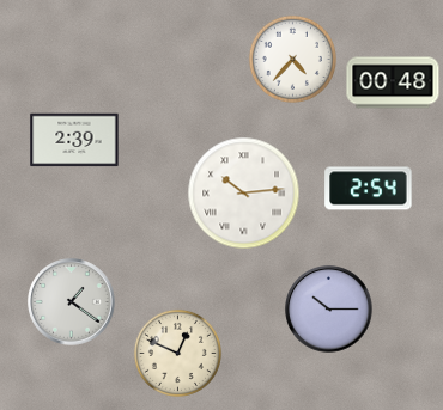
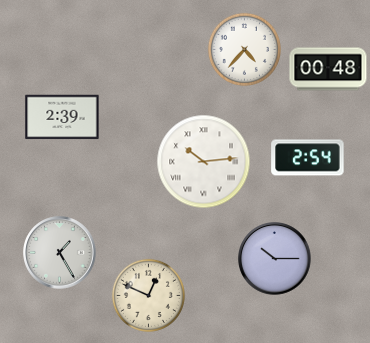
clock at (72, 302): 1:21 -> 1:25
